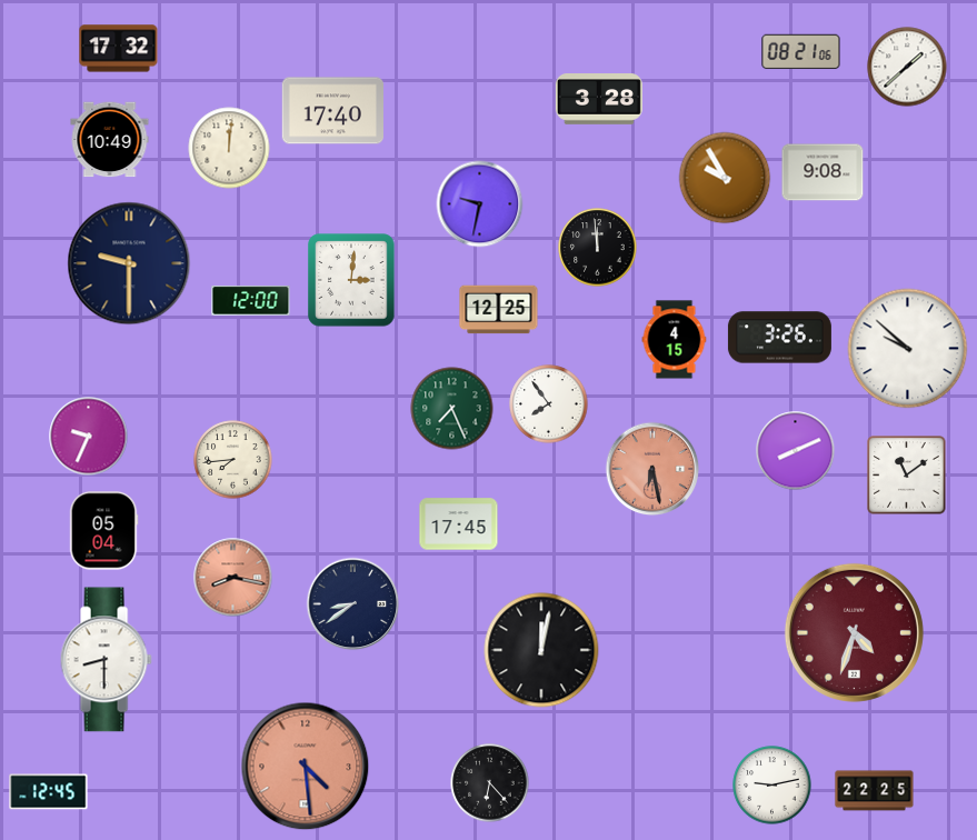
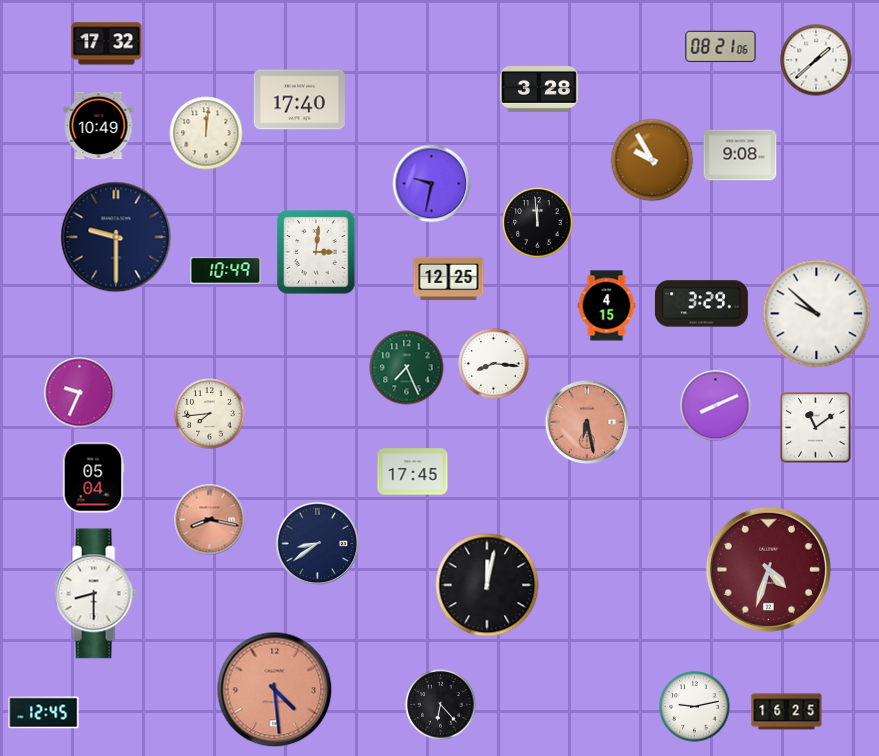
clock at (251, 301): 12:00 -> 10:49
clock at (779, 338): 3:26 -> 3:29
clock at (549, 404): 7:54 -> 8:16
clock at (875, 791): 22:25 -> 16:25
